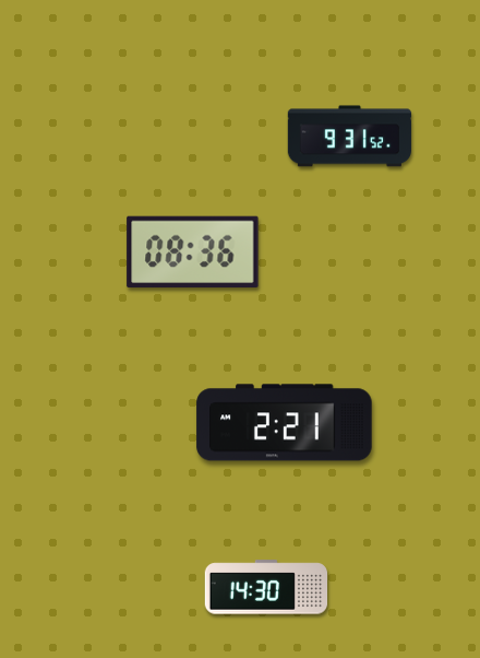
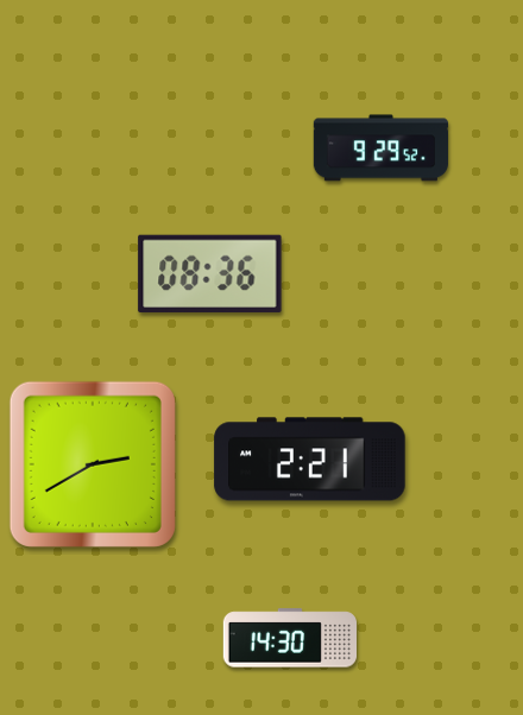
clock at (349, 137): 9:31 -> 9:29
clock at (93, 464): none -> 2:40
